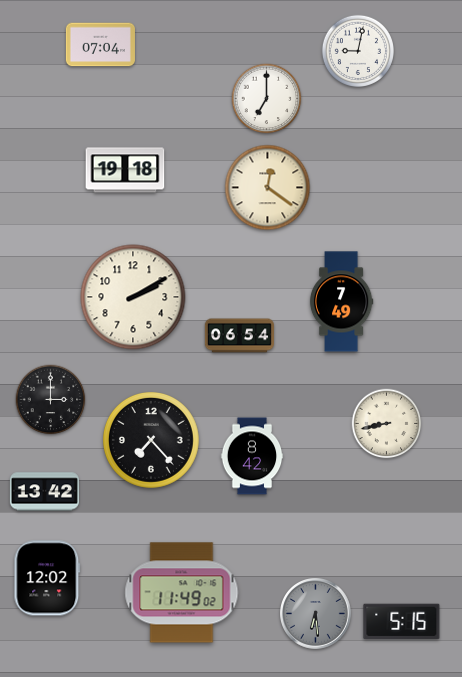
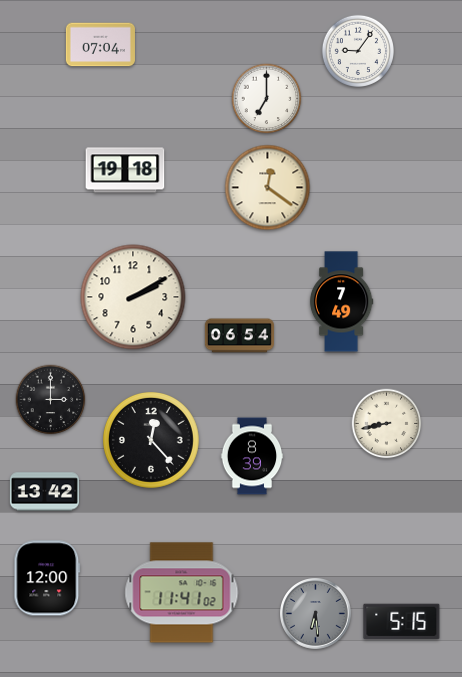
clock at (357, 50): 9:02 -> 9:06
clock at (152, 441): 7:23 -> 12:23
clock at (252, 456): 8:42 -> 8:39
clock at (47, 578): 12:02 -> 12:00
clock at (182, 593): 11:49 -> 11:41
